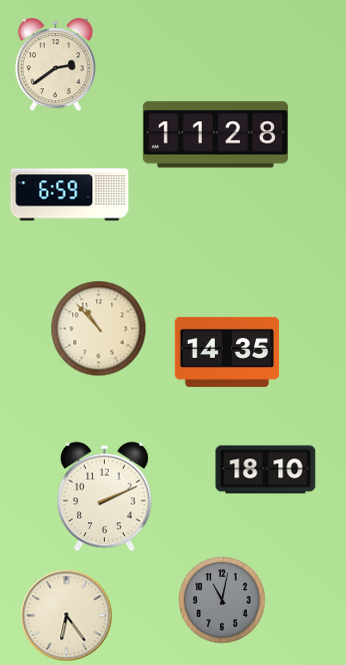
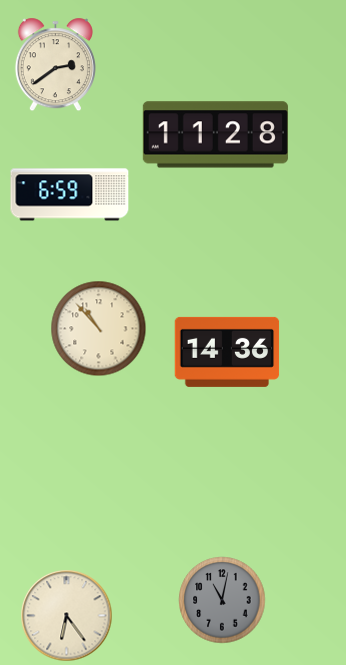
clock at (227, 352): 14:35 -> 14:36
clock at (266, 470): 18:10 -> none
clock at (105, 497): 2:11 -> none
